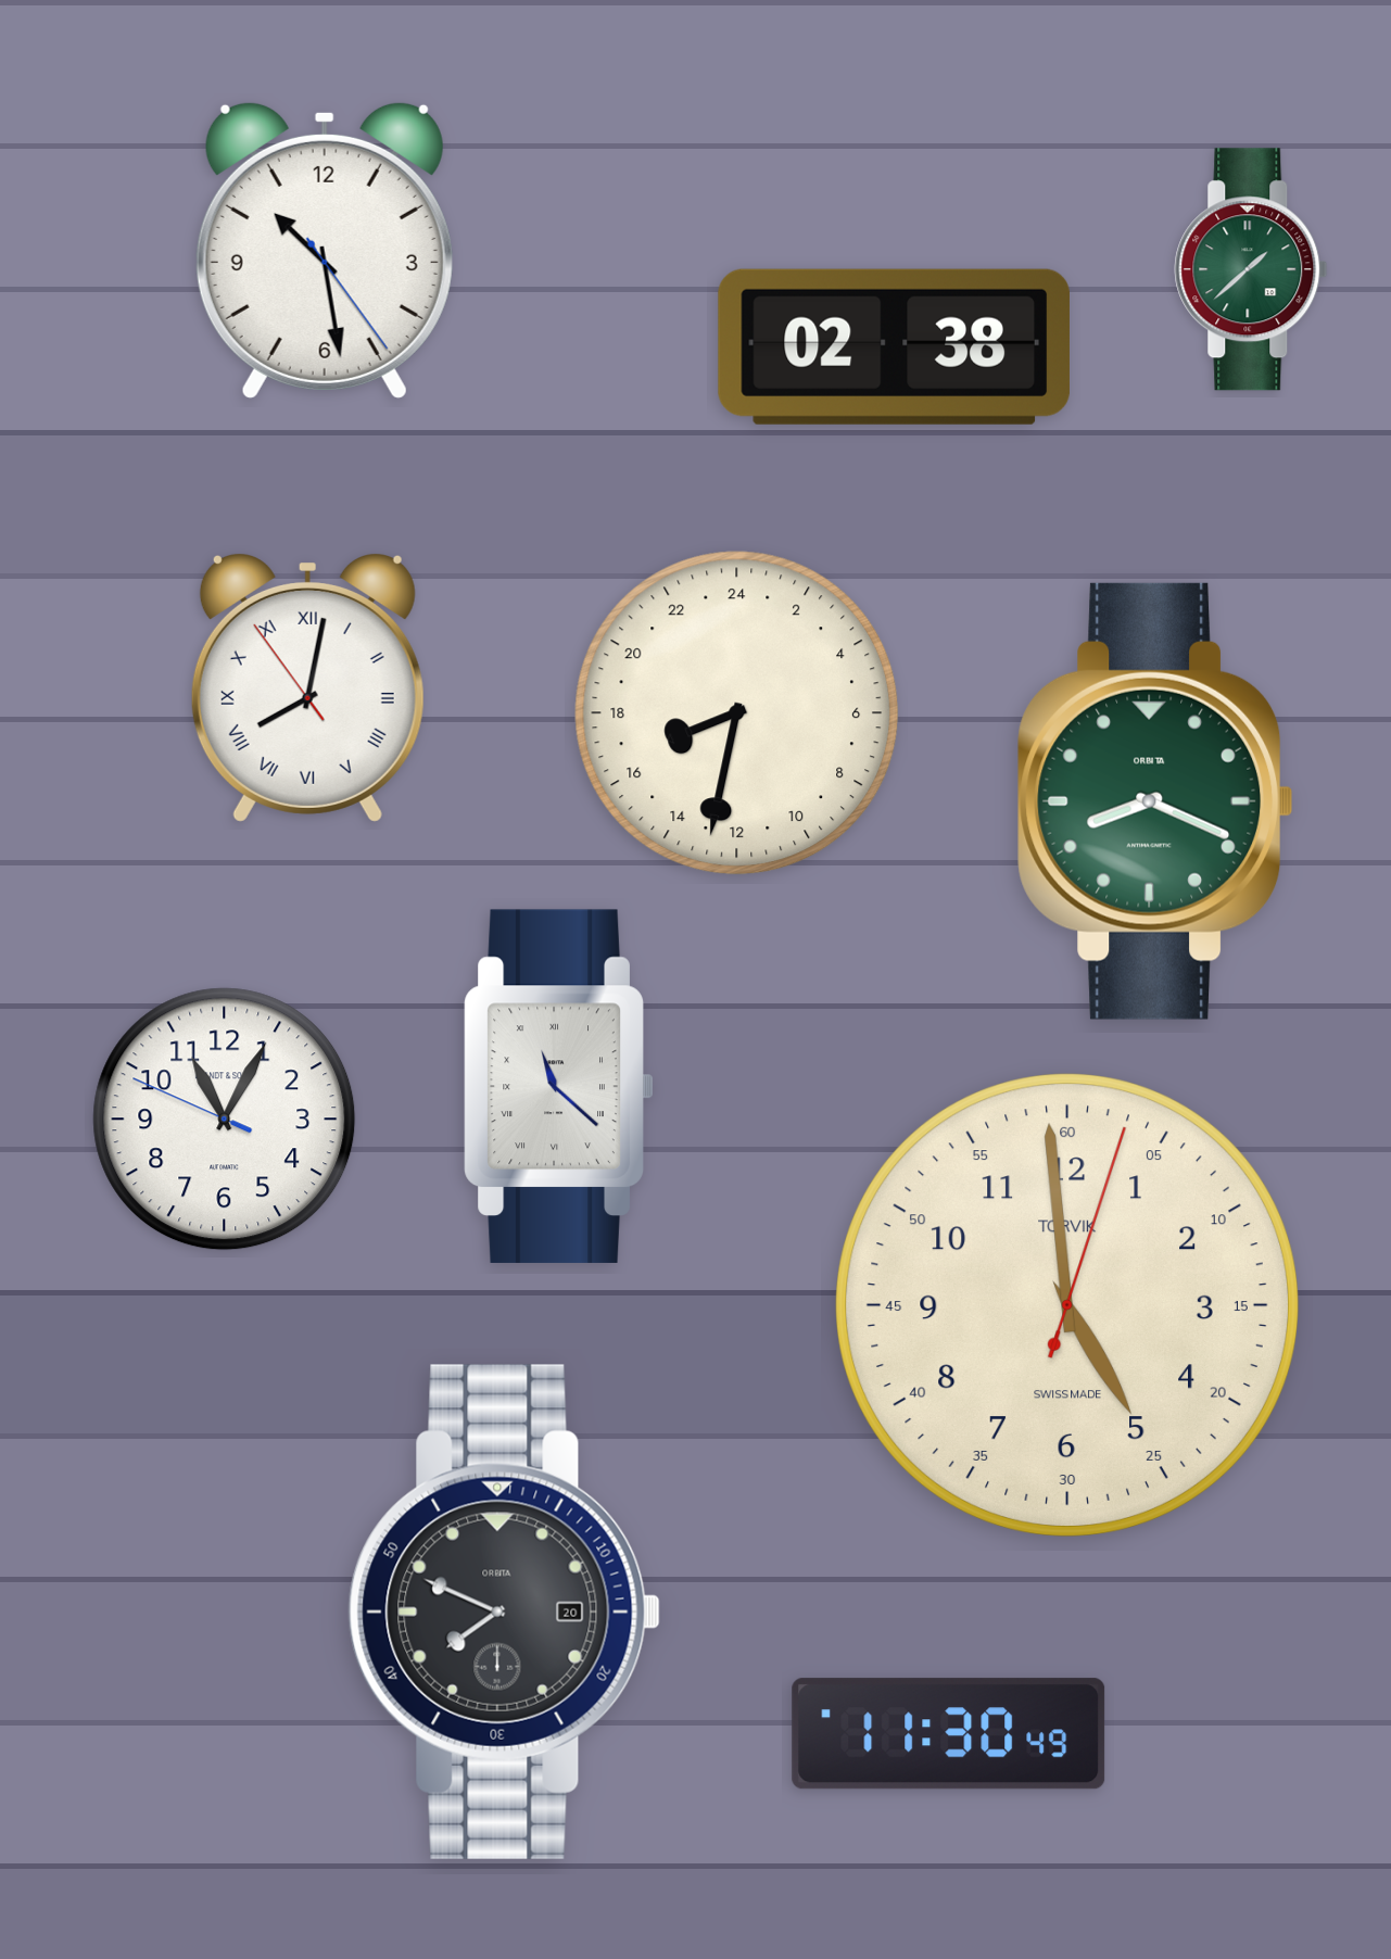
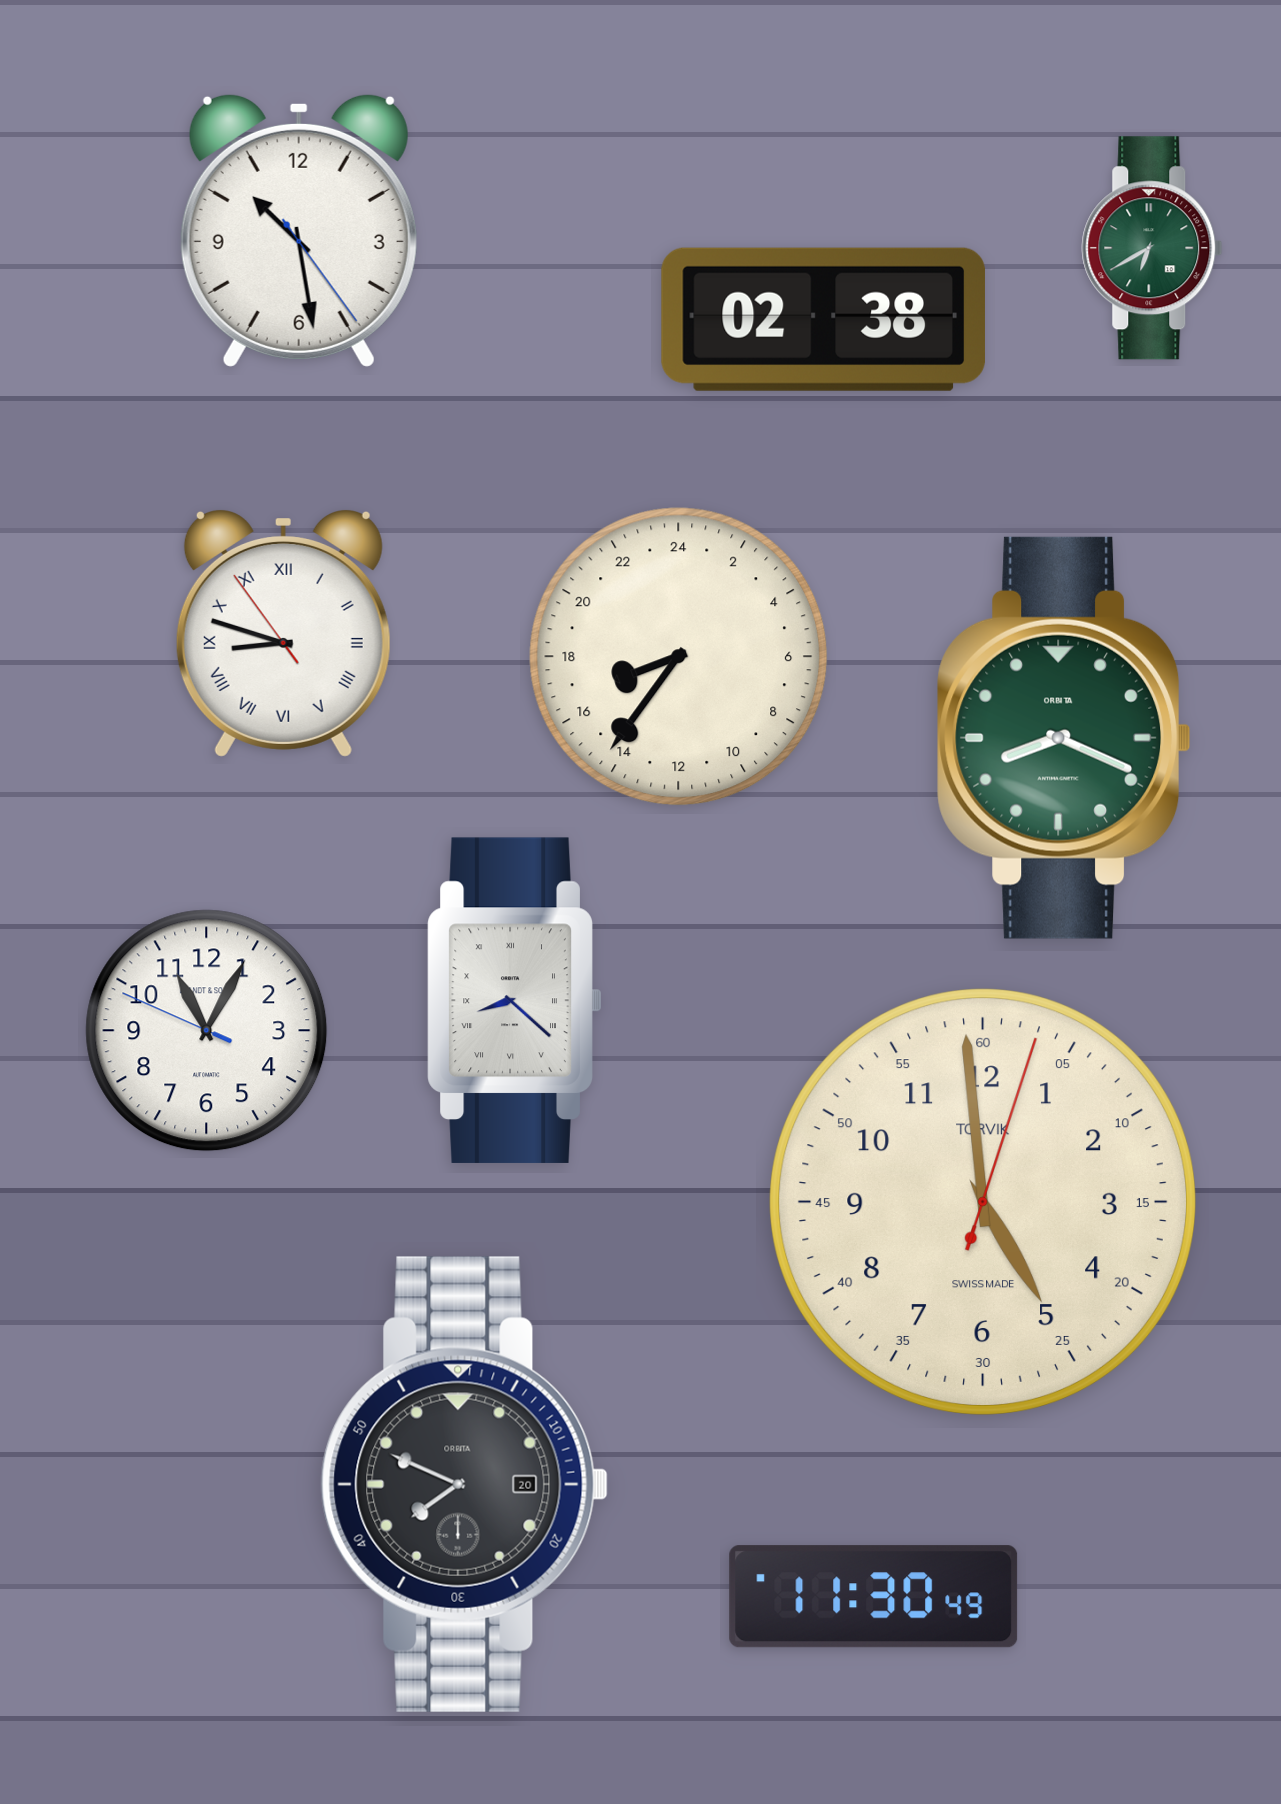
clock at (1251, 269): 1:38 -> 6:40
clock at (307, 688): 8:01 -> 8:47
clock at (737, 713): 16:32 -> 16:36
clock at (559, 1086): 11:22 -> 8:22
